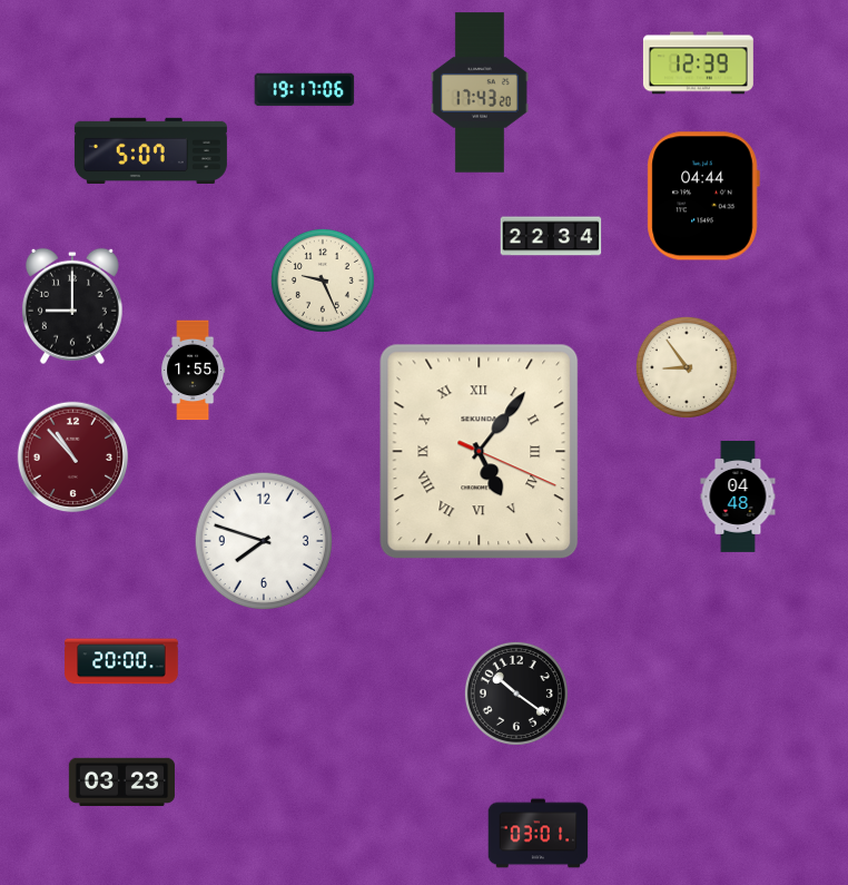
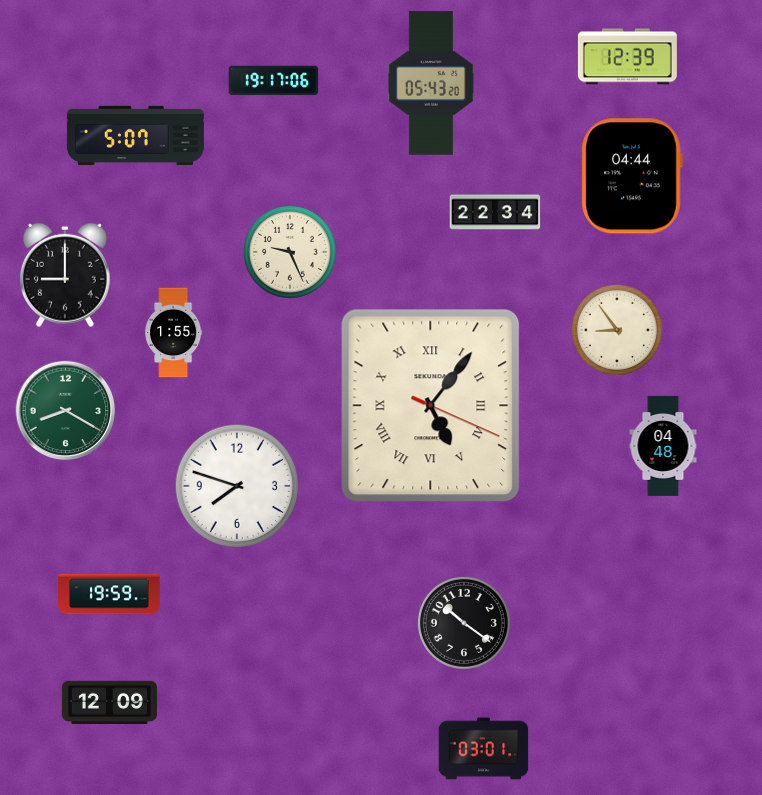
clock at (480, 92): 17:43 -> 05:43
clock at (73, 458): 10:53 -> 8:20
clock at (73, 458) dial: burgundy -> green
clock at (121, 661): 20:00 -> 19:59
clock at (121, 781): 03:23 -> 12:09
